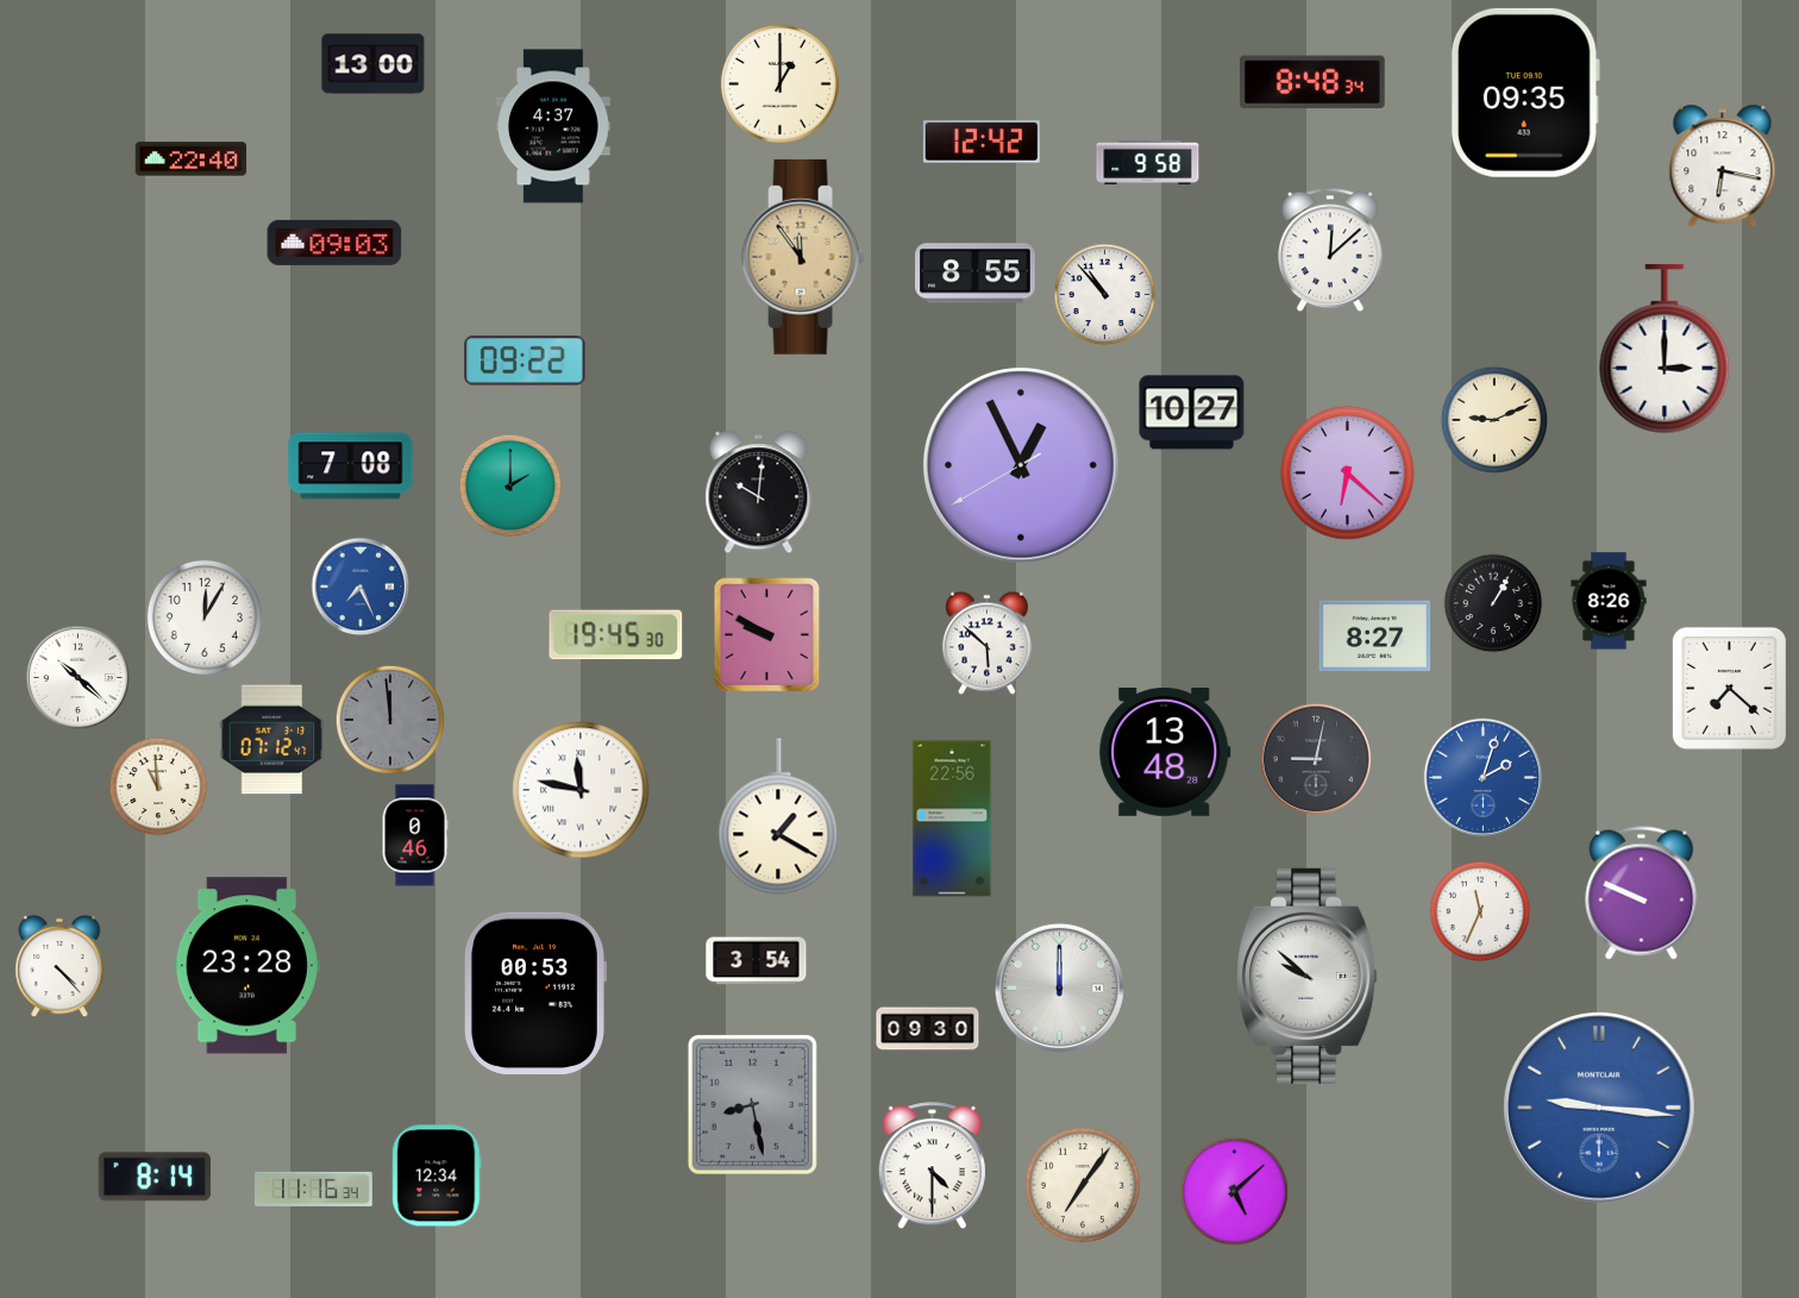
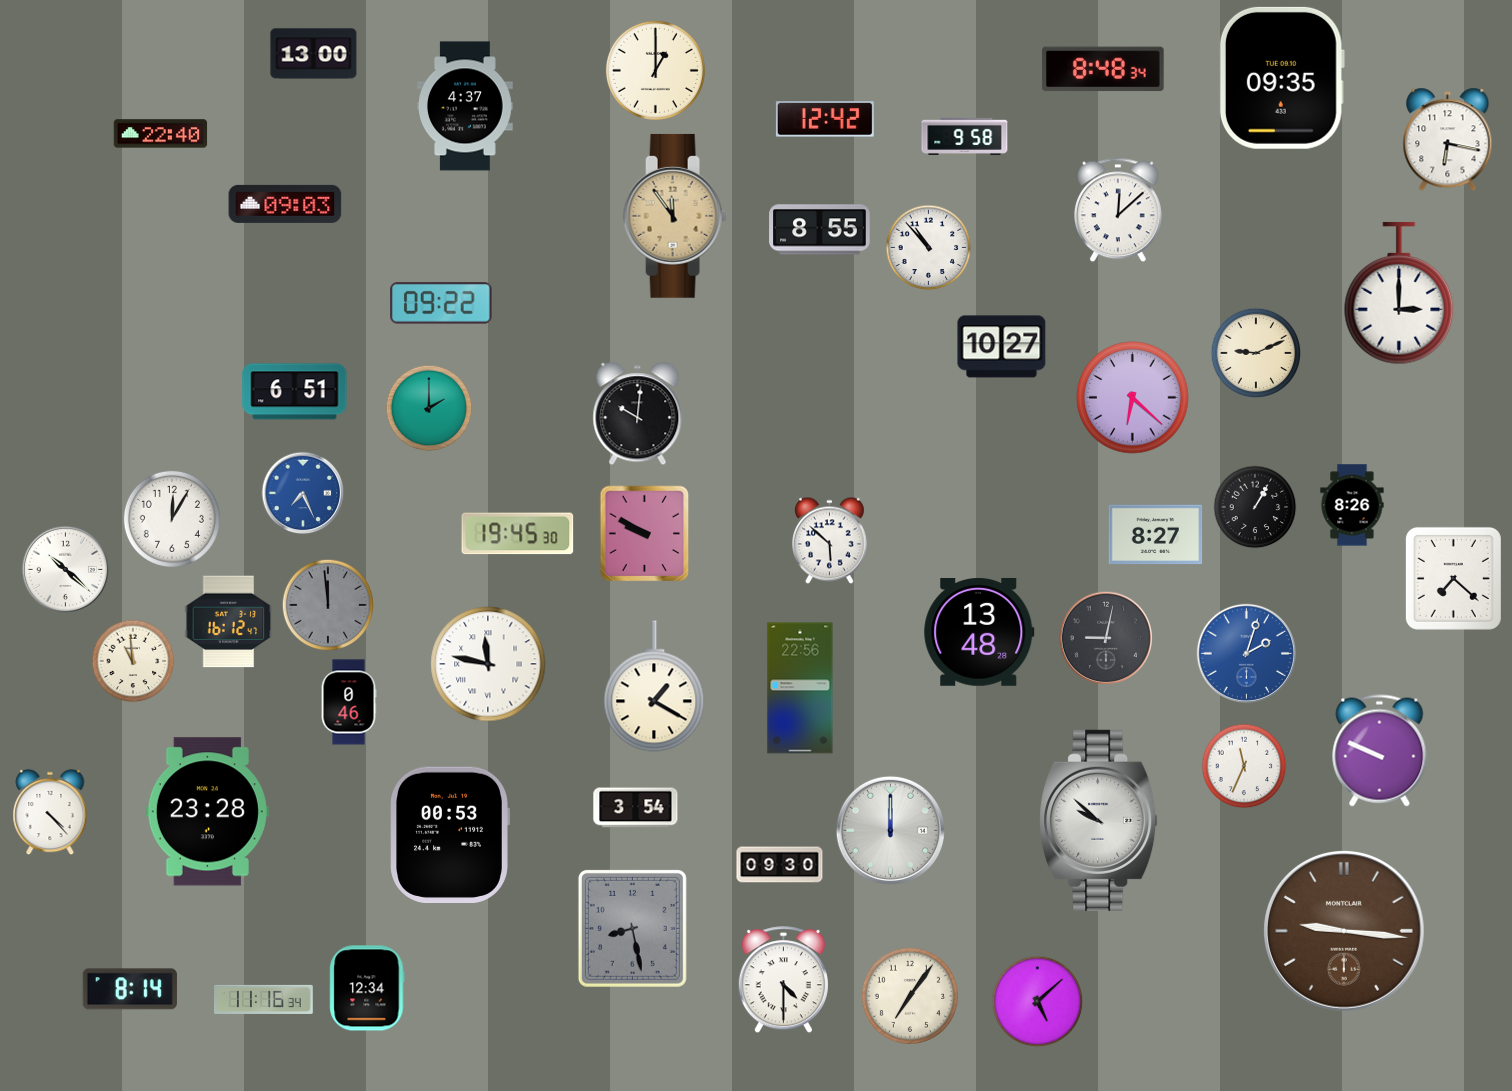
clock at (334, 243) position: (334, 243) -> (285, 204)
clock at (351, 466): 7:08 -> 6:51
clock at (1022, 466): 12:55 -> none
clock at (272, 740): 07:12 -> 16:12
clock at (1599, 1108) dial: blue -> brown
